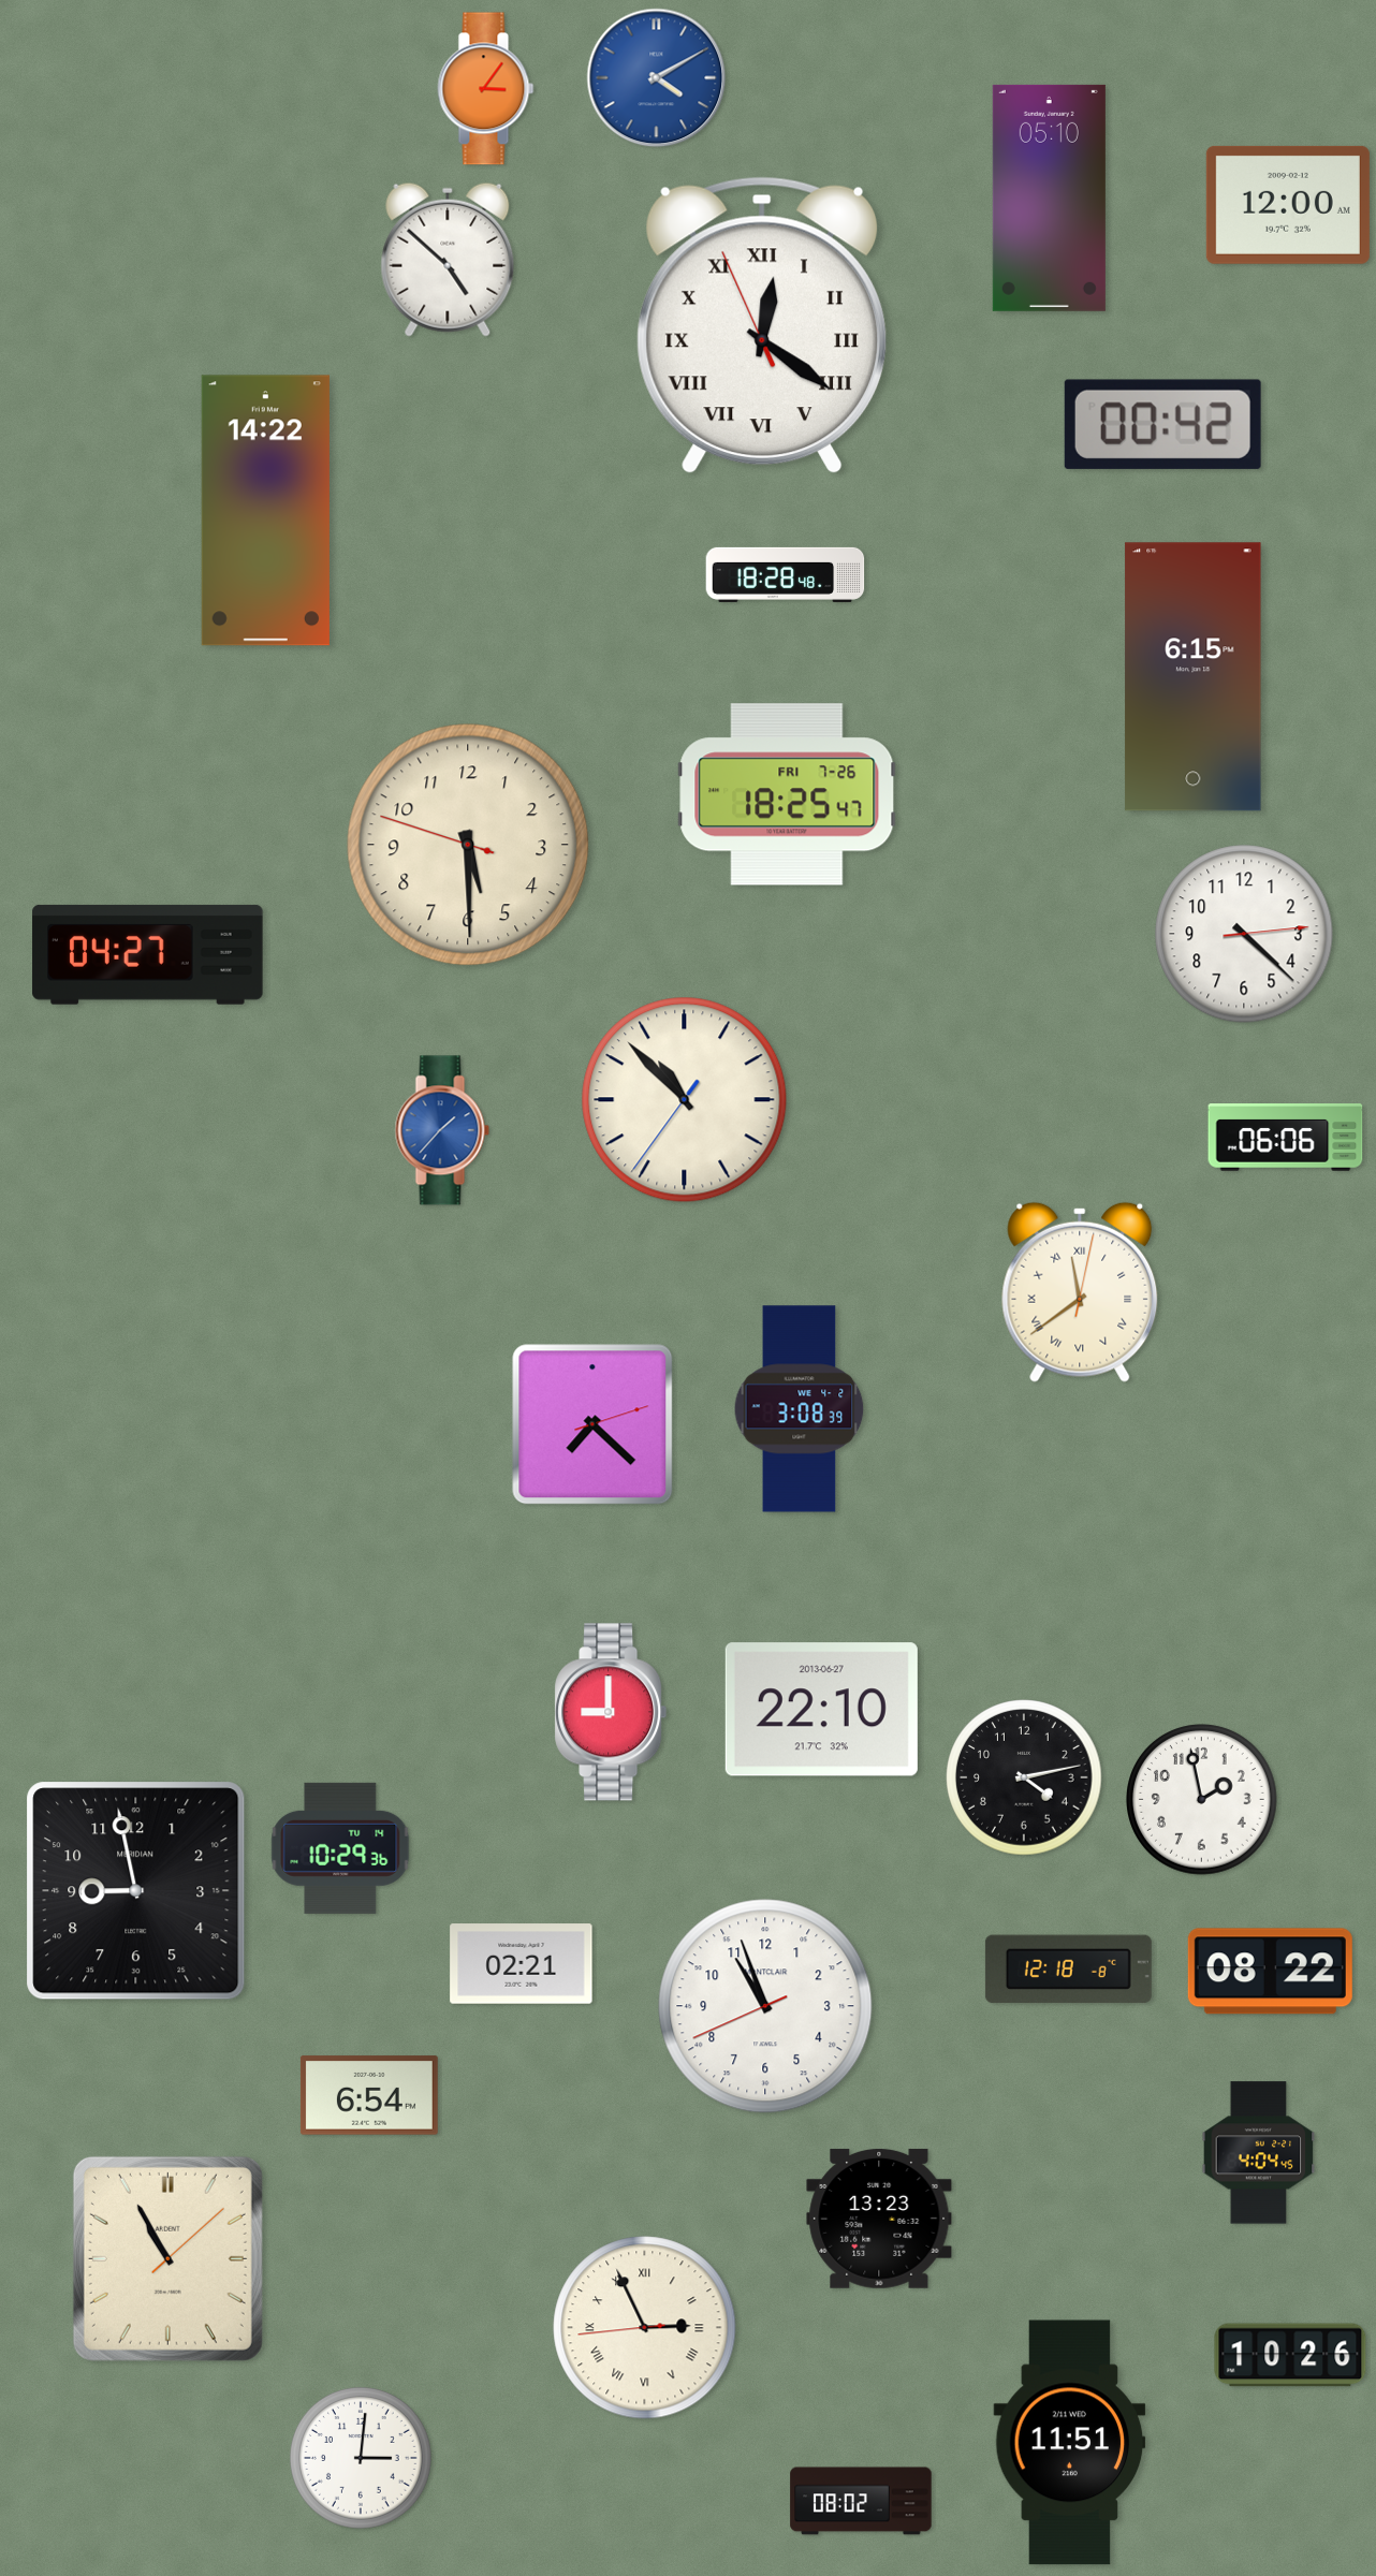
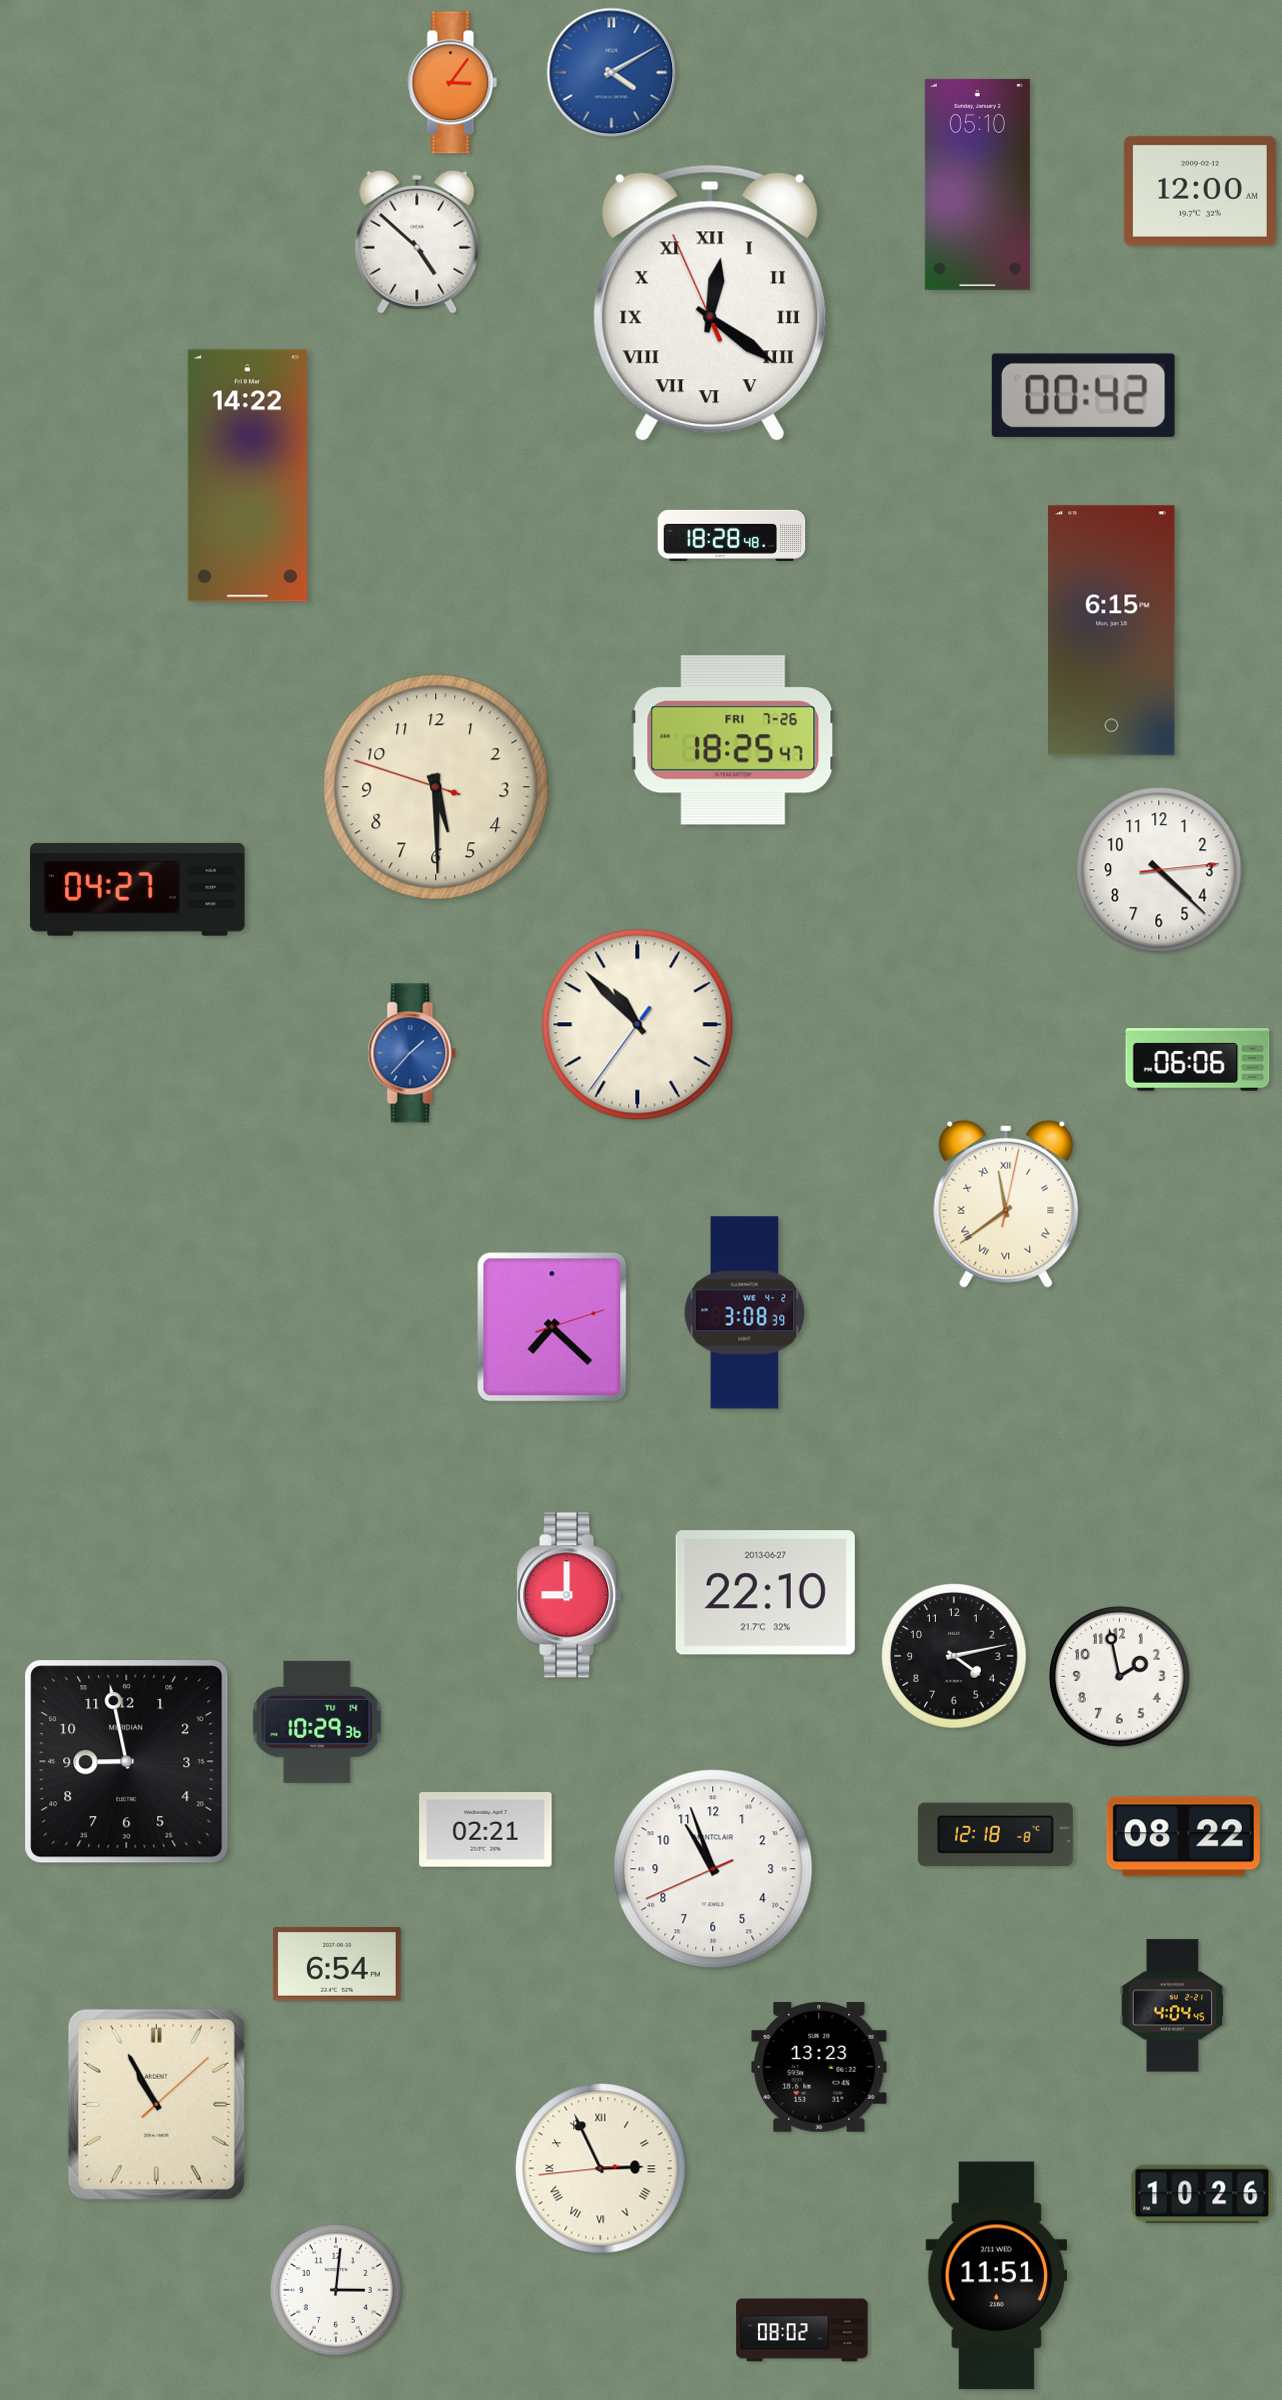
clock at (369, 2095) position: (369, 2095) -> (337, 1964)
